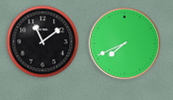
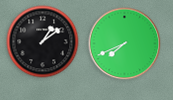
clock at (43, 42): 11:09 -> 1:09
